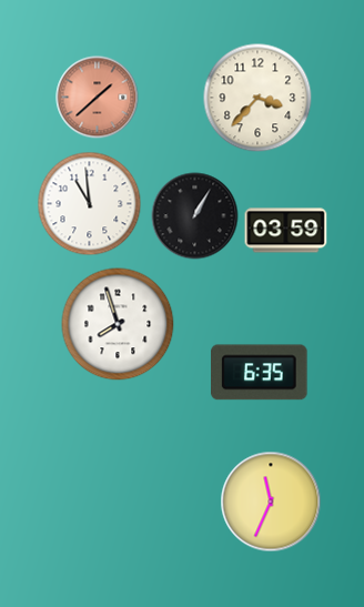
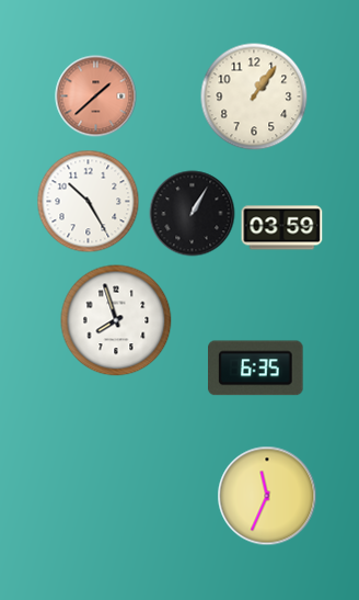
clock at (257, 98): 3:37 -> 1:06
clock at (90, 204): 10:59 -> 10:25
